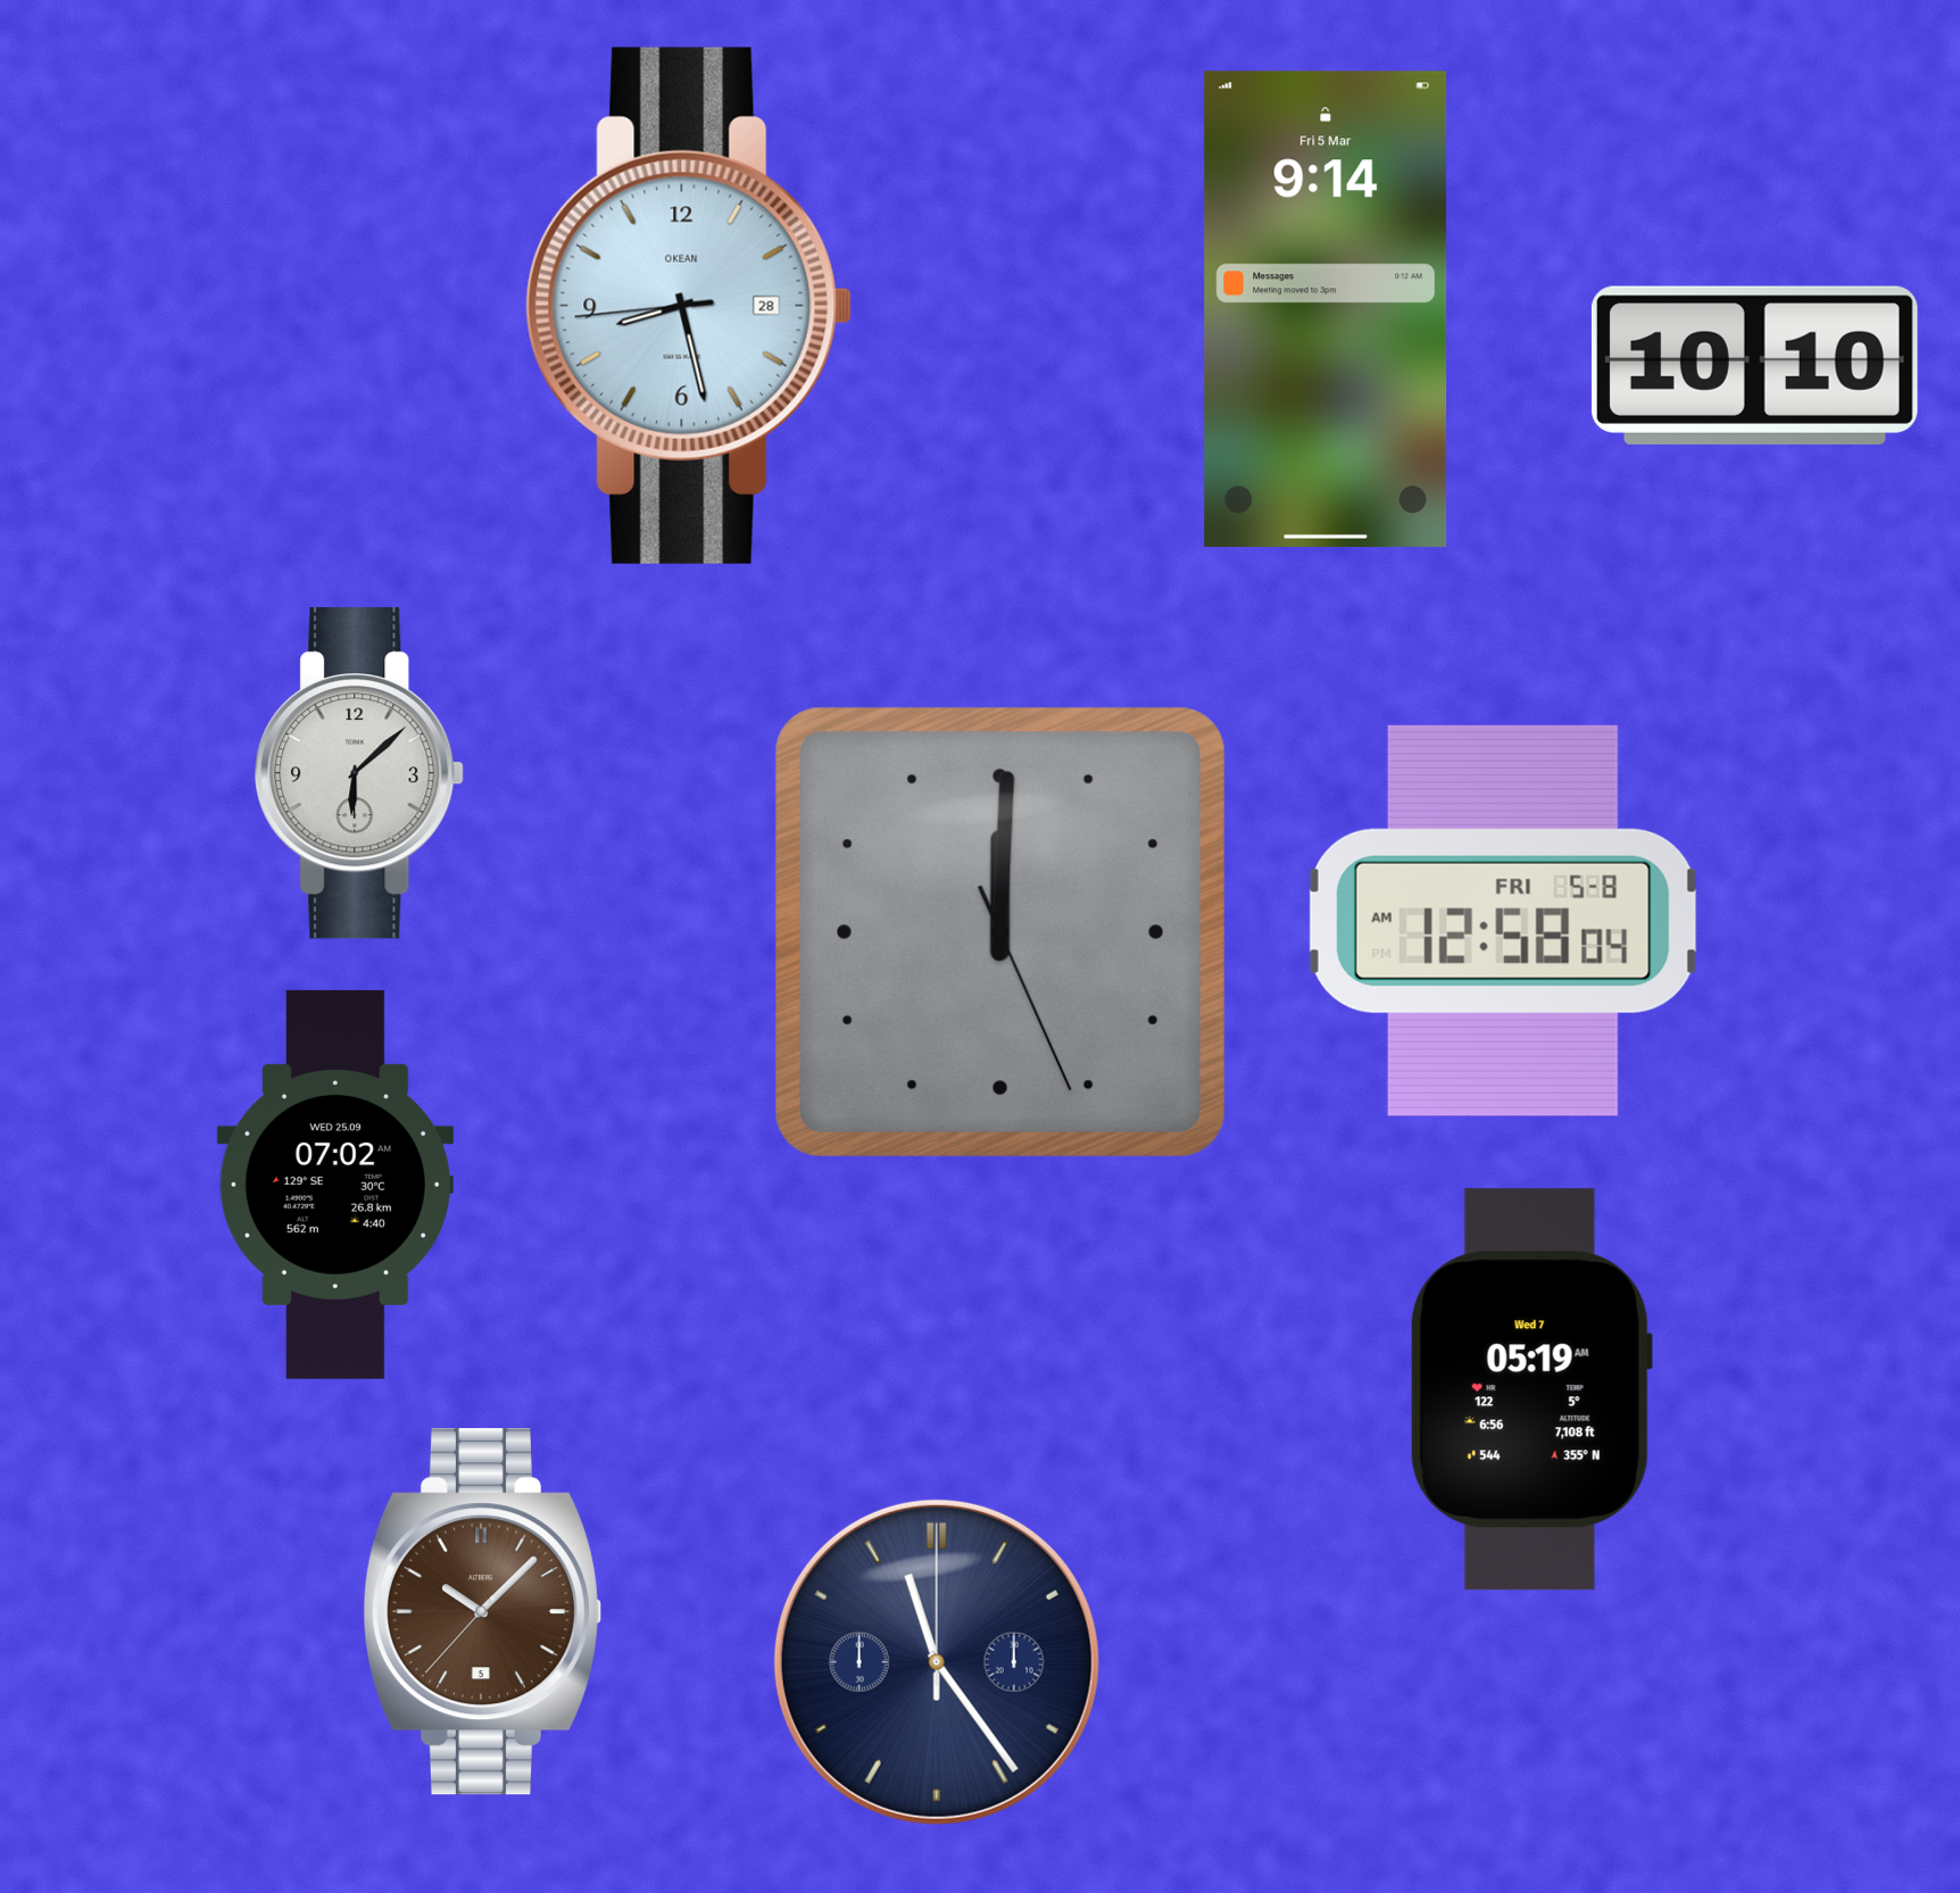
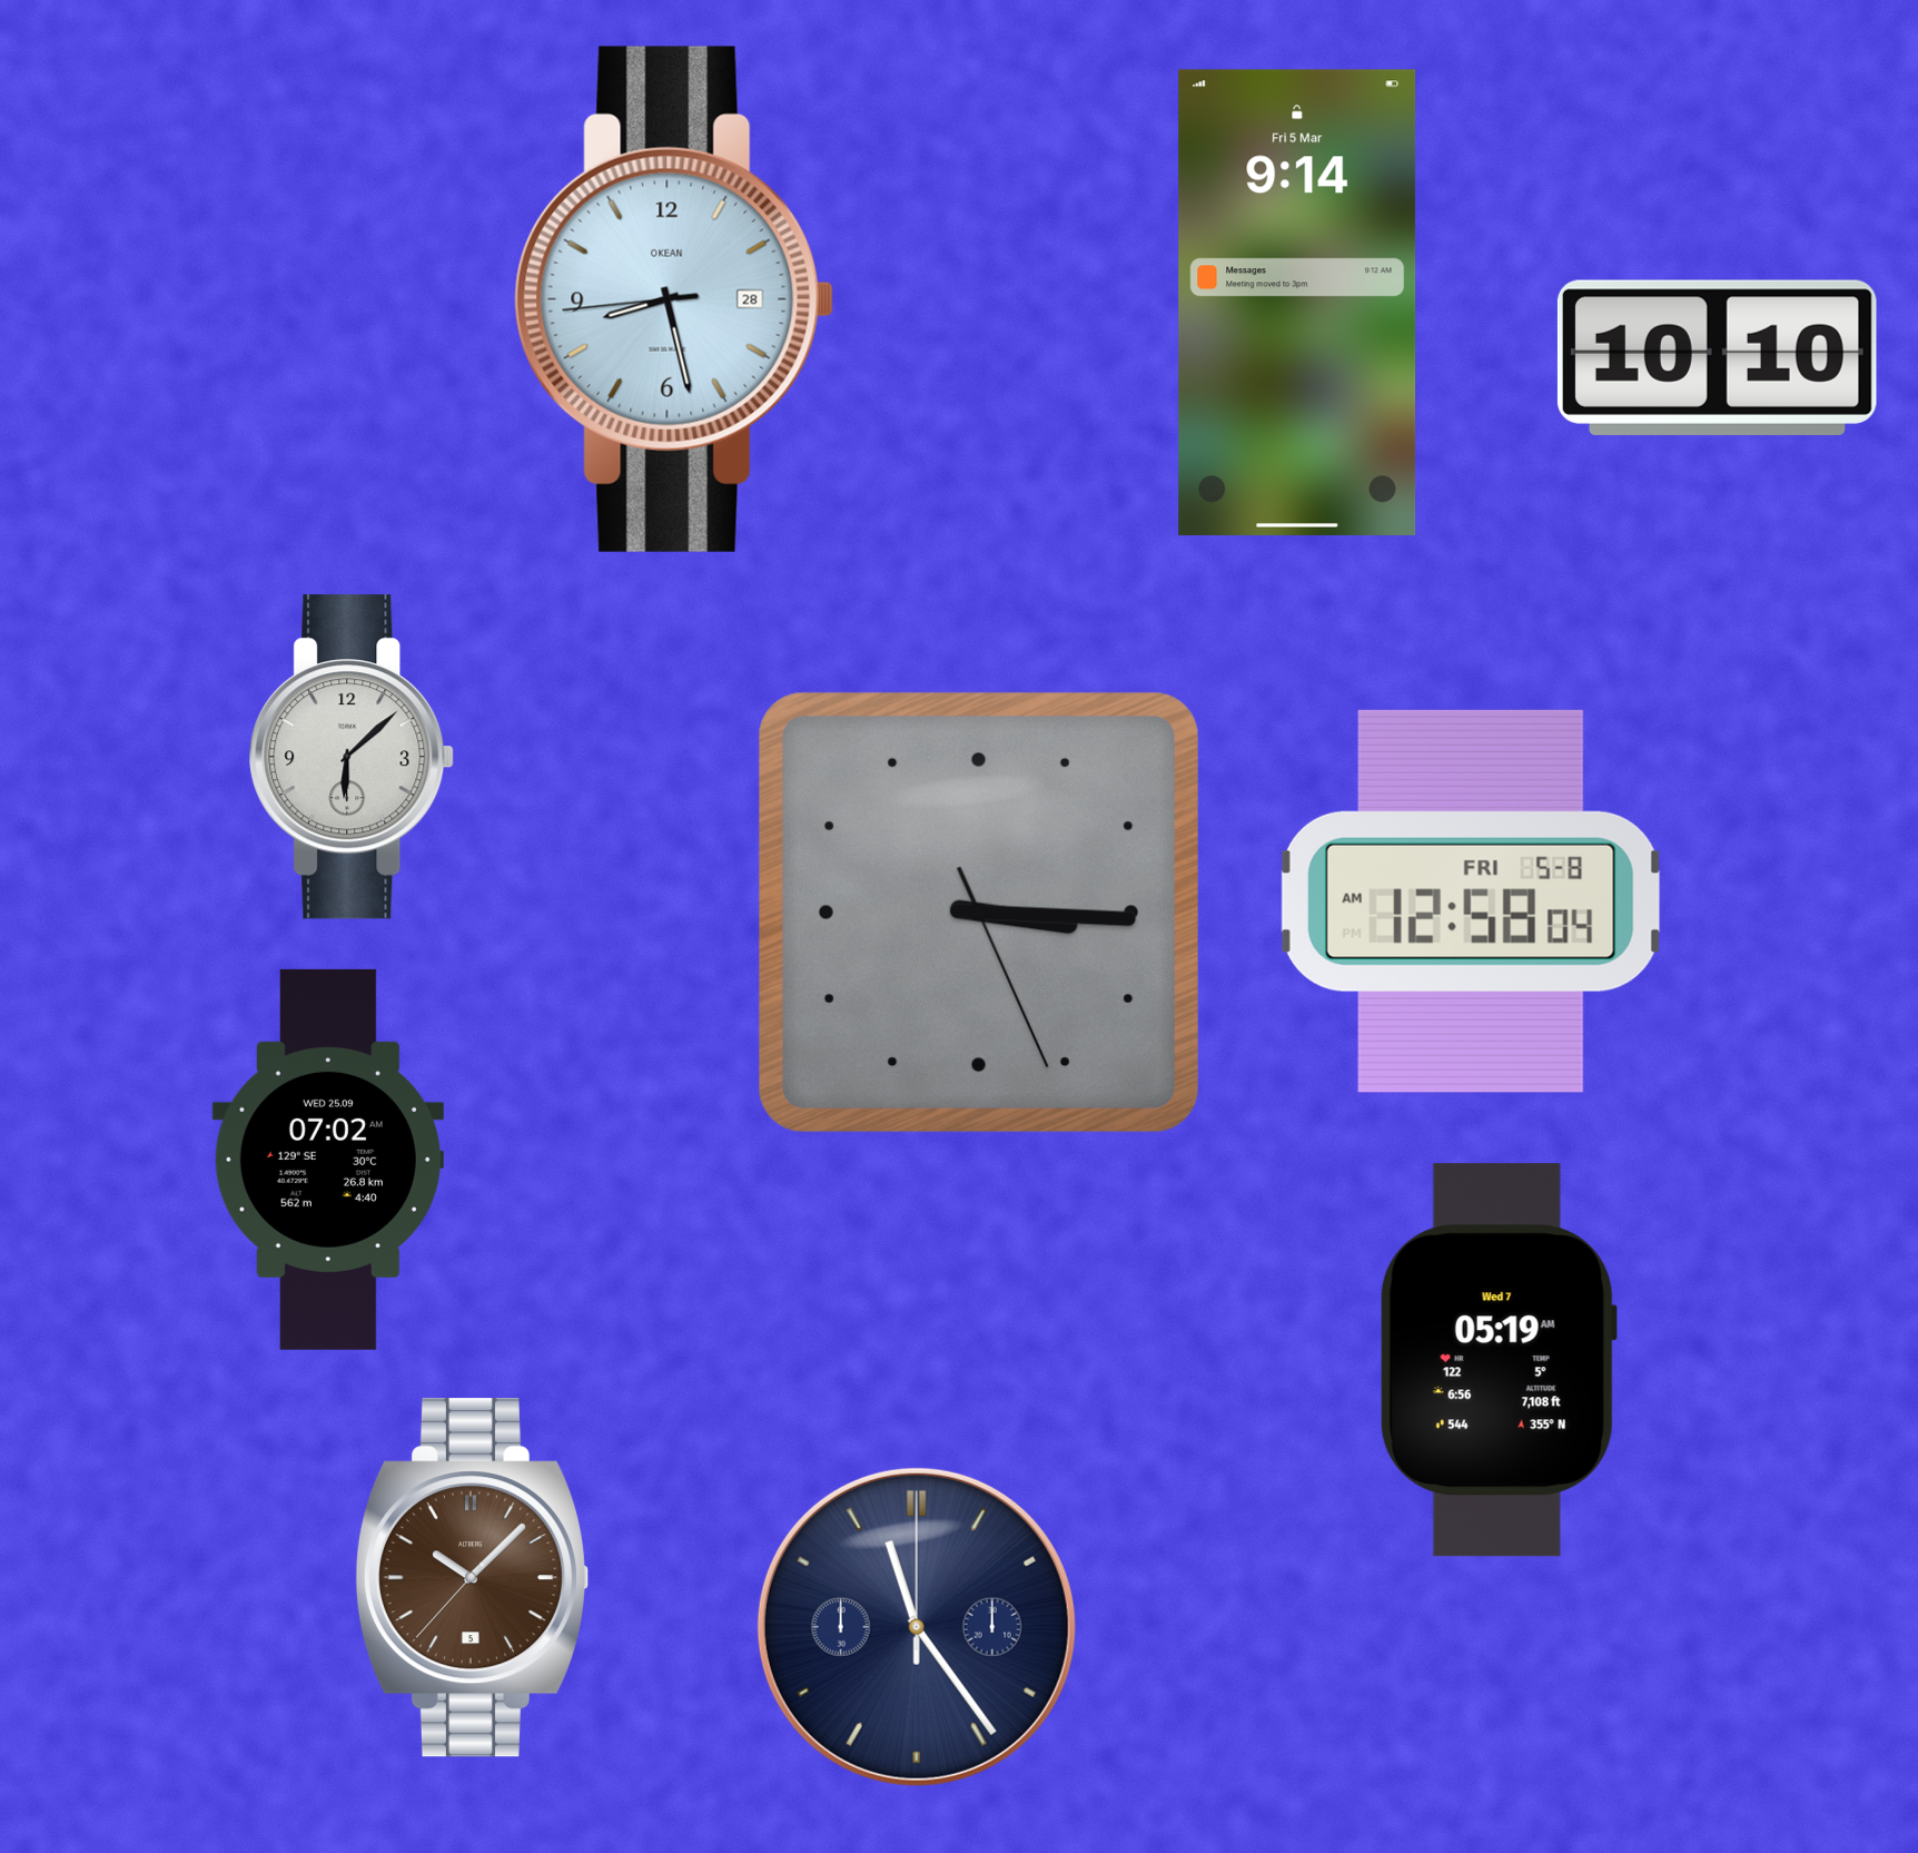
clock at (1000, 932): 12:00 -> 3:15
